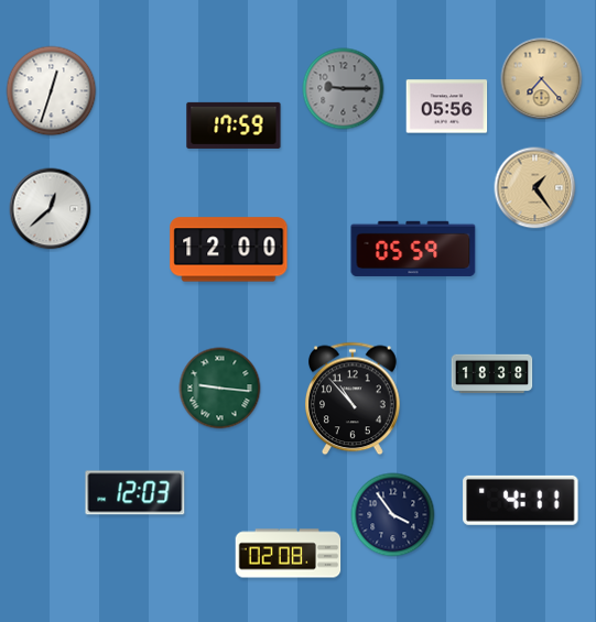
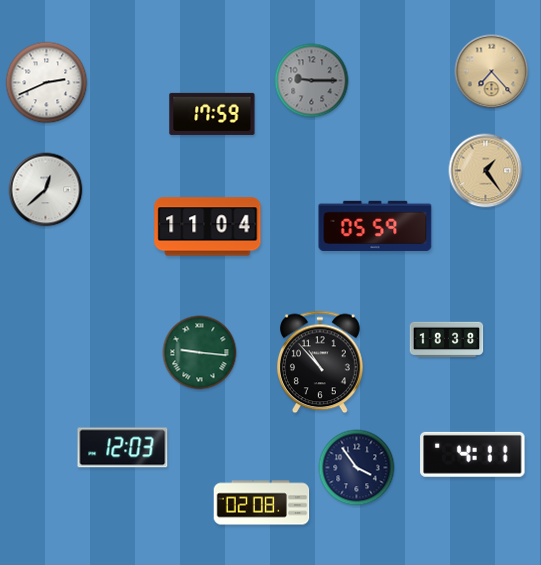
clock at (52, 91): 12:33 -> 2:41
clock at (447, 107): 05:56 -> none
clock at (229, 250): 12:00 -> 11:04
